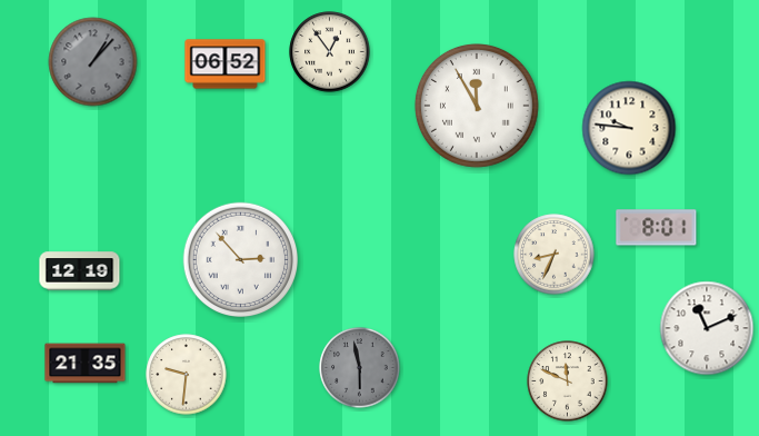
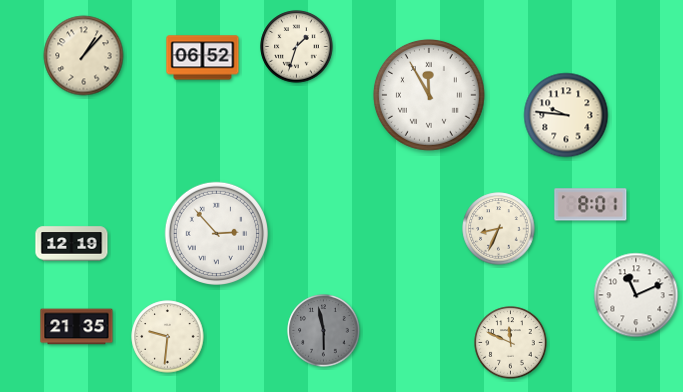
clock at (330, 52): 12:54 -> 1:33
clock at (93, 62) dial: grey -> cream
